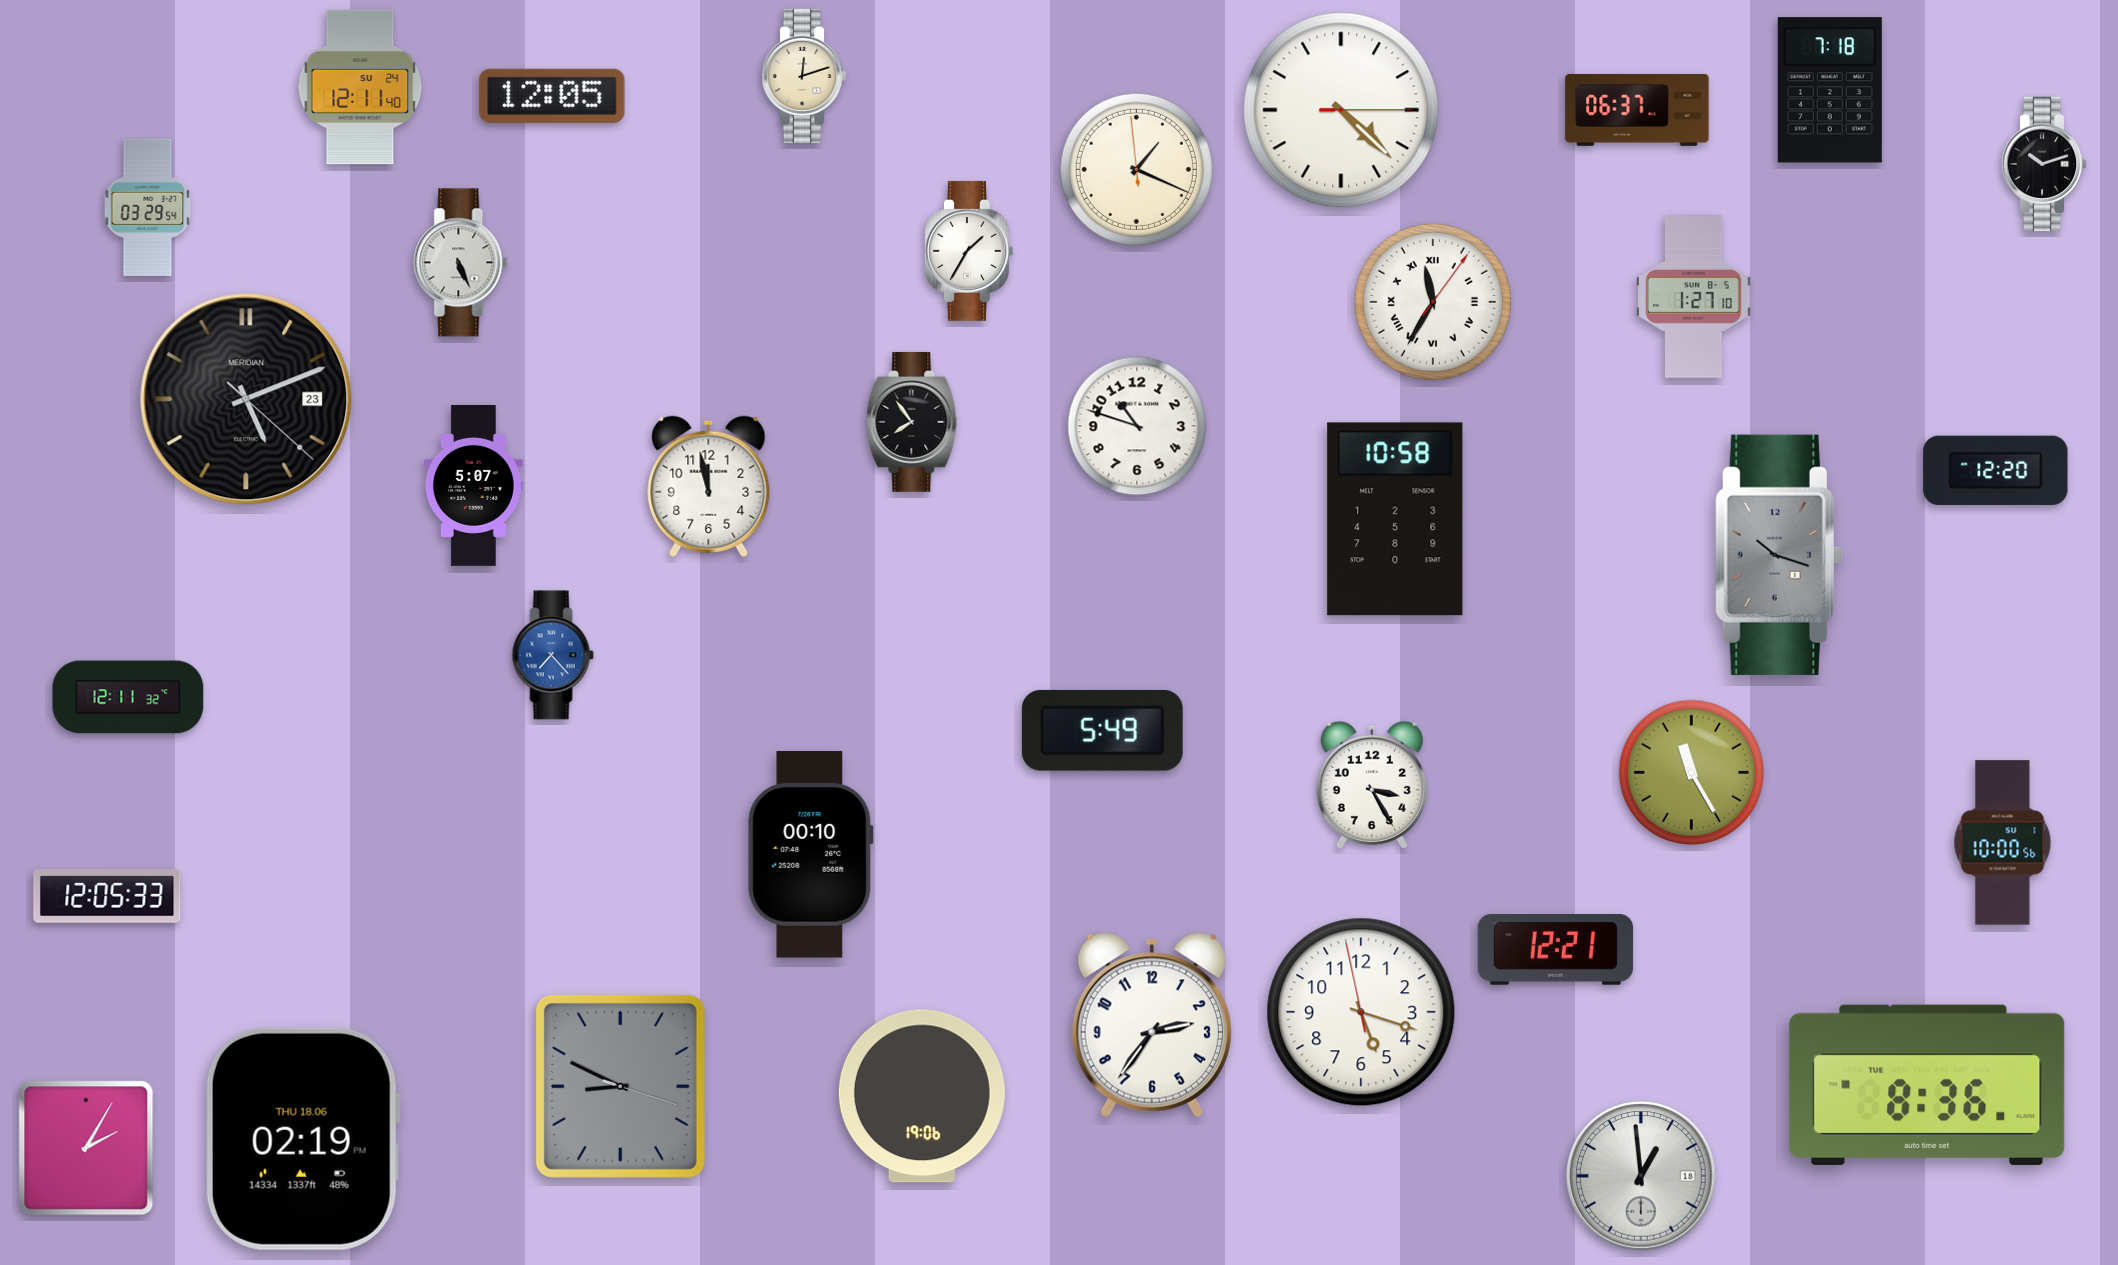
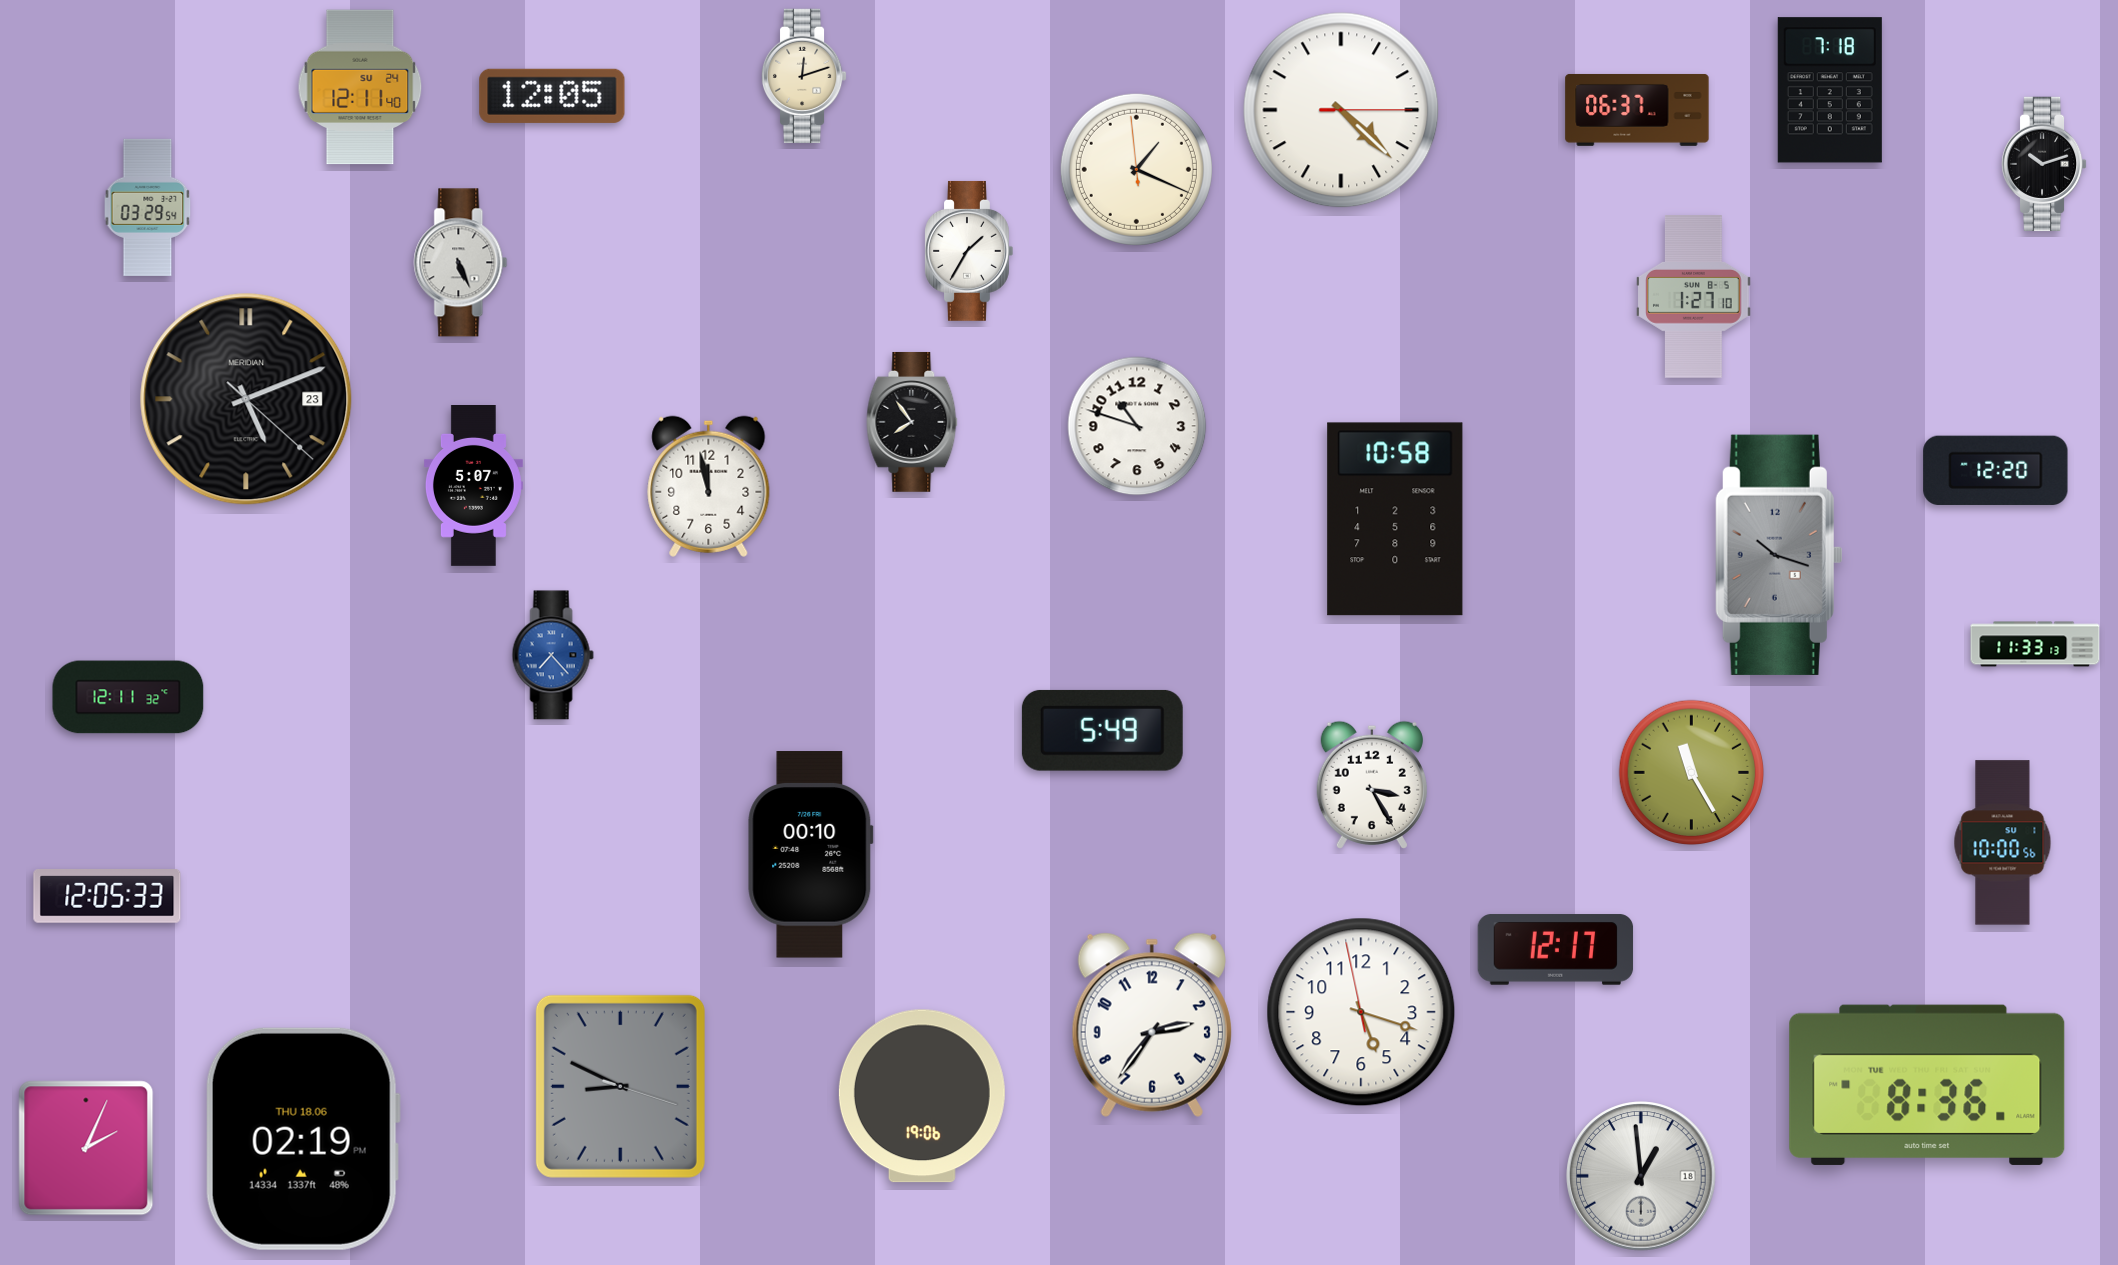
clock at (1433, 302): 11:35 -> none
clock at (2035, 644): none -> 11:33
clock at (1556, 950): 12:21 -> 12:17
clock at (86, 1148): 2:05 -> 2:04
